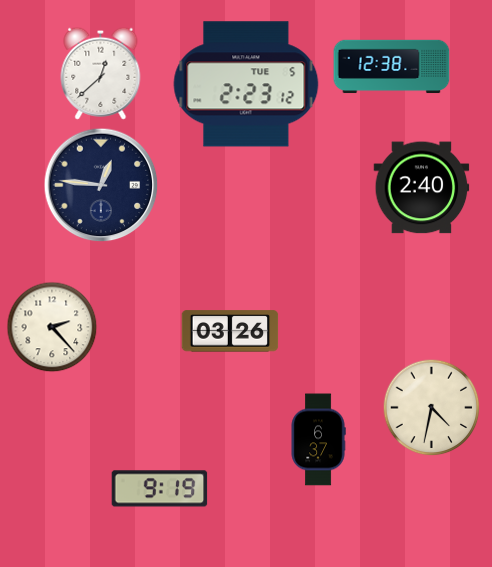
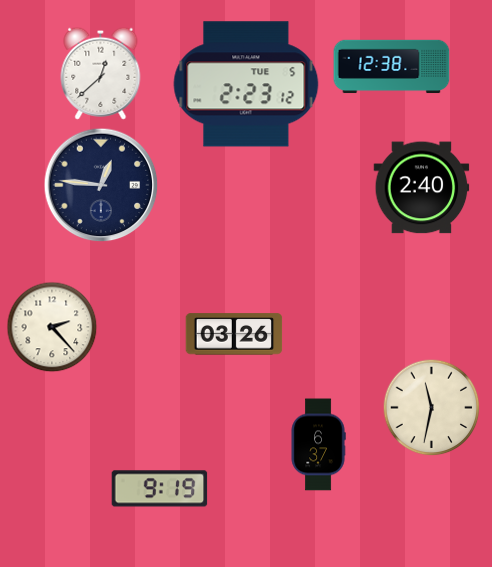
clock at (230, 331) position: (230, 331) -> (234, 334)
clock at (432, 408): 4:32 -> 11:32
clock at (318, 440) position: (318, 440) -> (318, 445)
